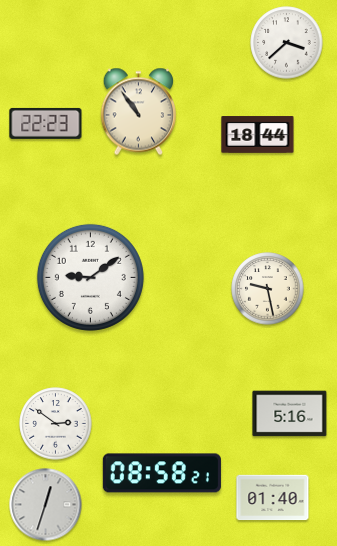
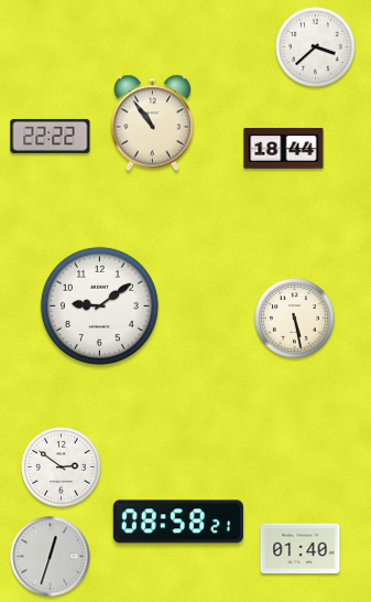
clock at (46, 123): 22:23 -> 22:22
clock at (268, 289): 9:28 -> 5:28
clock at (290, 414): 5:16 -> none
